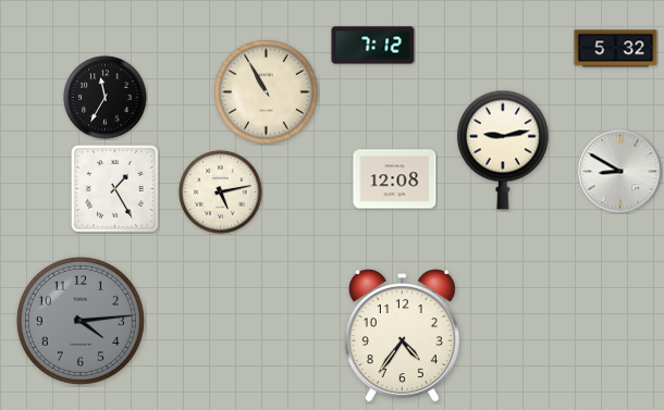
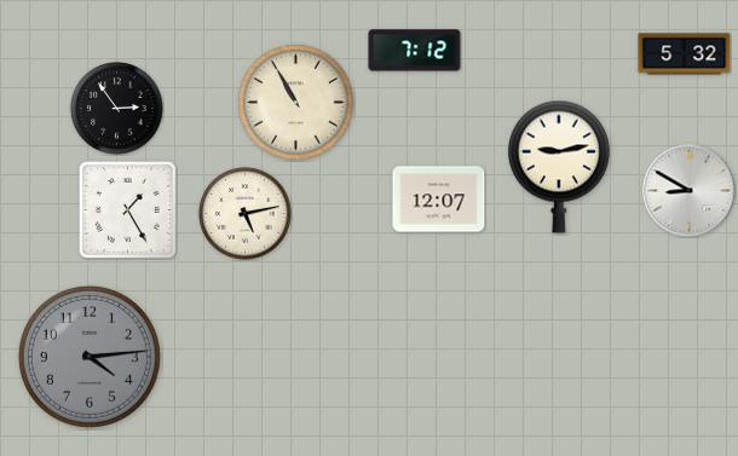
clock at (106, 98): 11:35 -> 2:54
clock at (395, 179): 12:08 -> 12:07
clock at (402, 336): 4:36 -> none
